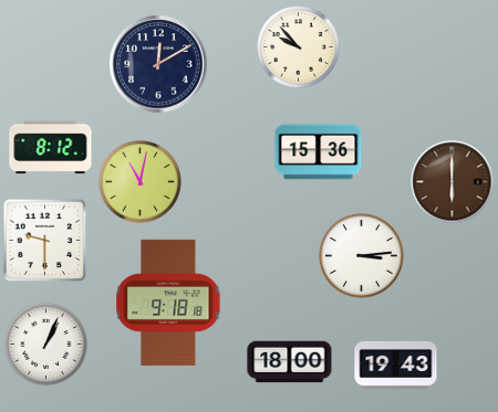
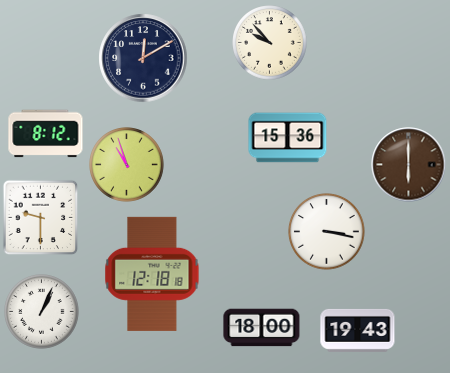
clock at (141, 182): 11:02 -> 10:57
clock at (362, 256): 3:14 -> 3:17
clock at (168, 303): 9:18 -> 12:18
